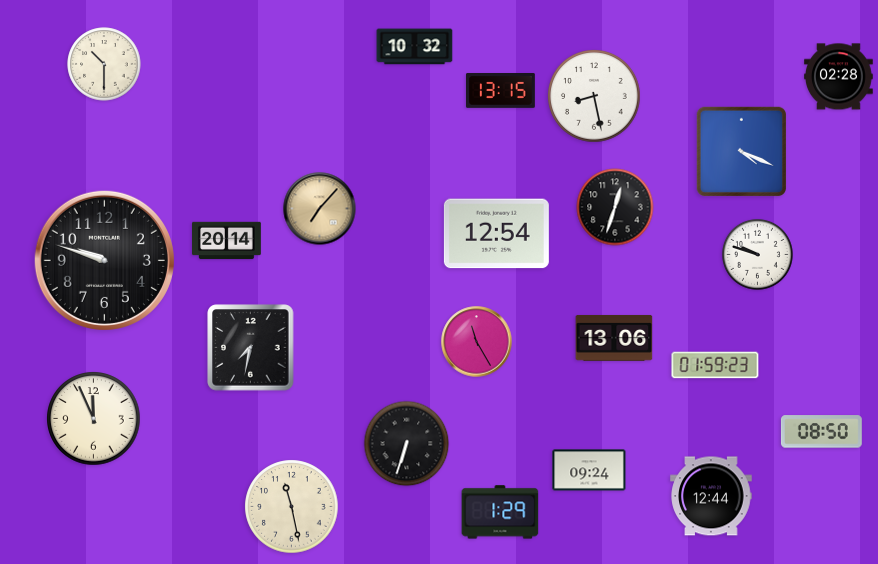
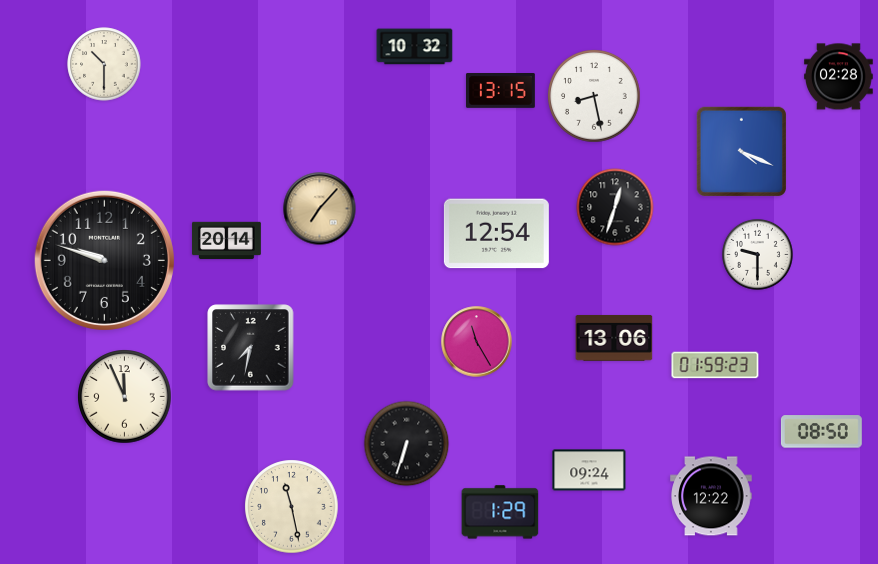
clock at (757, 254): 9:48 -> 9:30
clock at (94, 419) position: (94, 419) -> (125, 397)
clock at (711, 496): 12:44 -> 12:22
